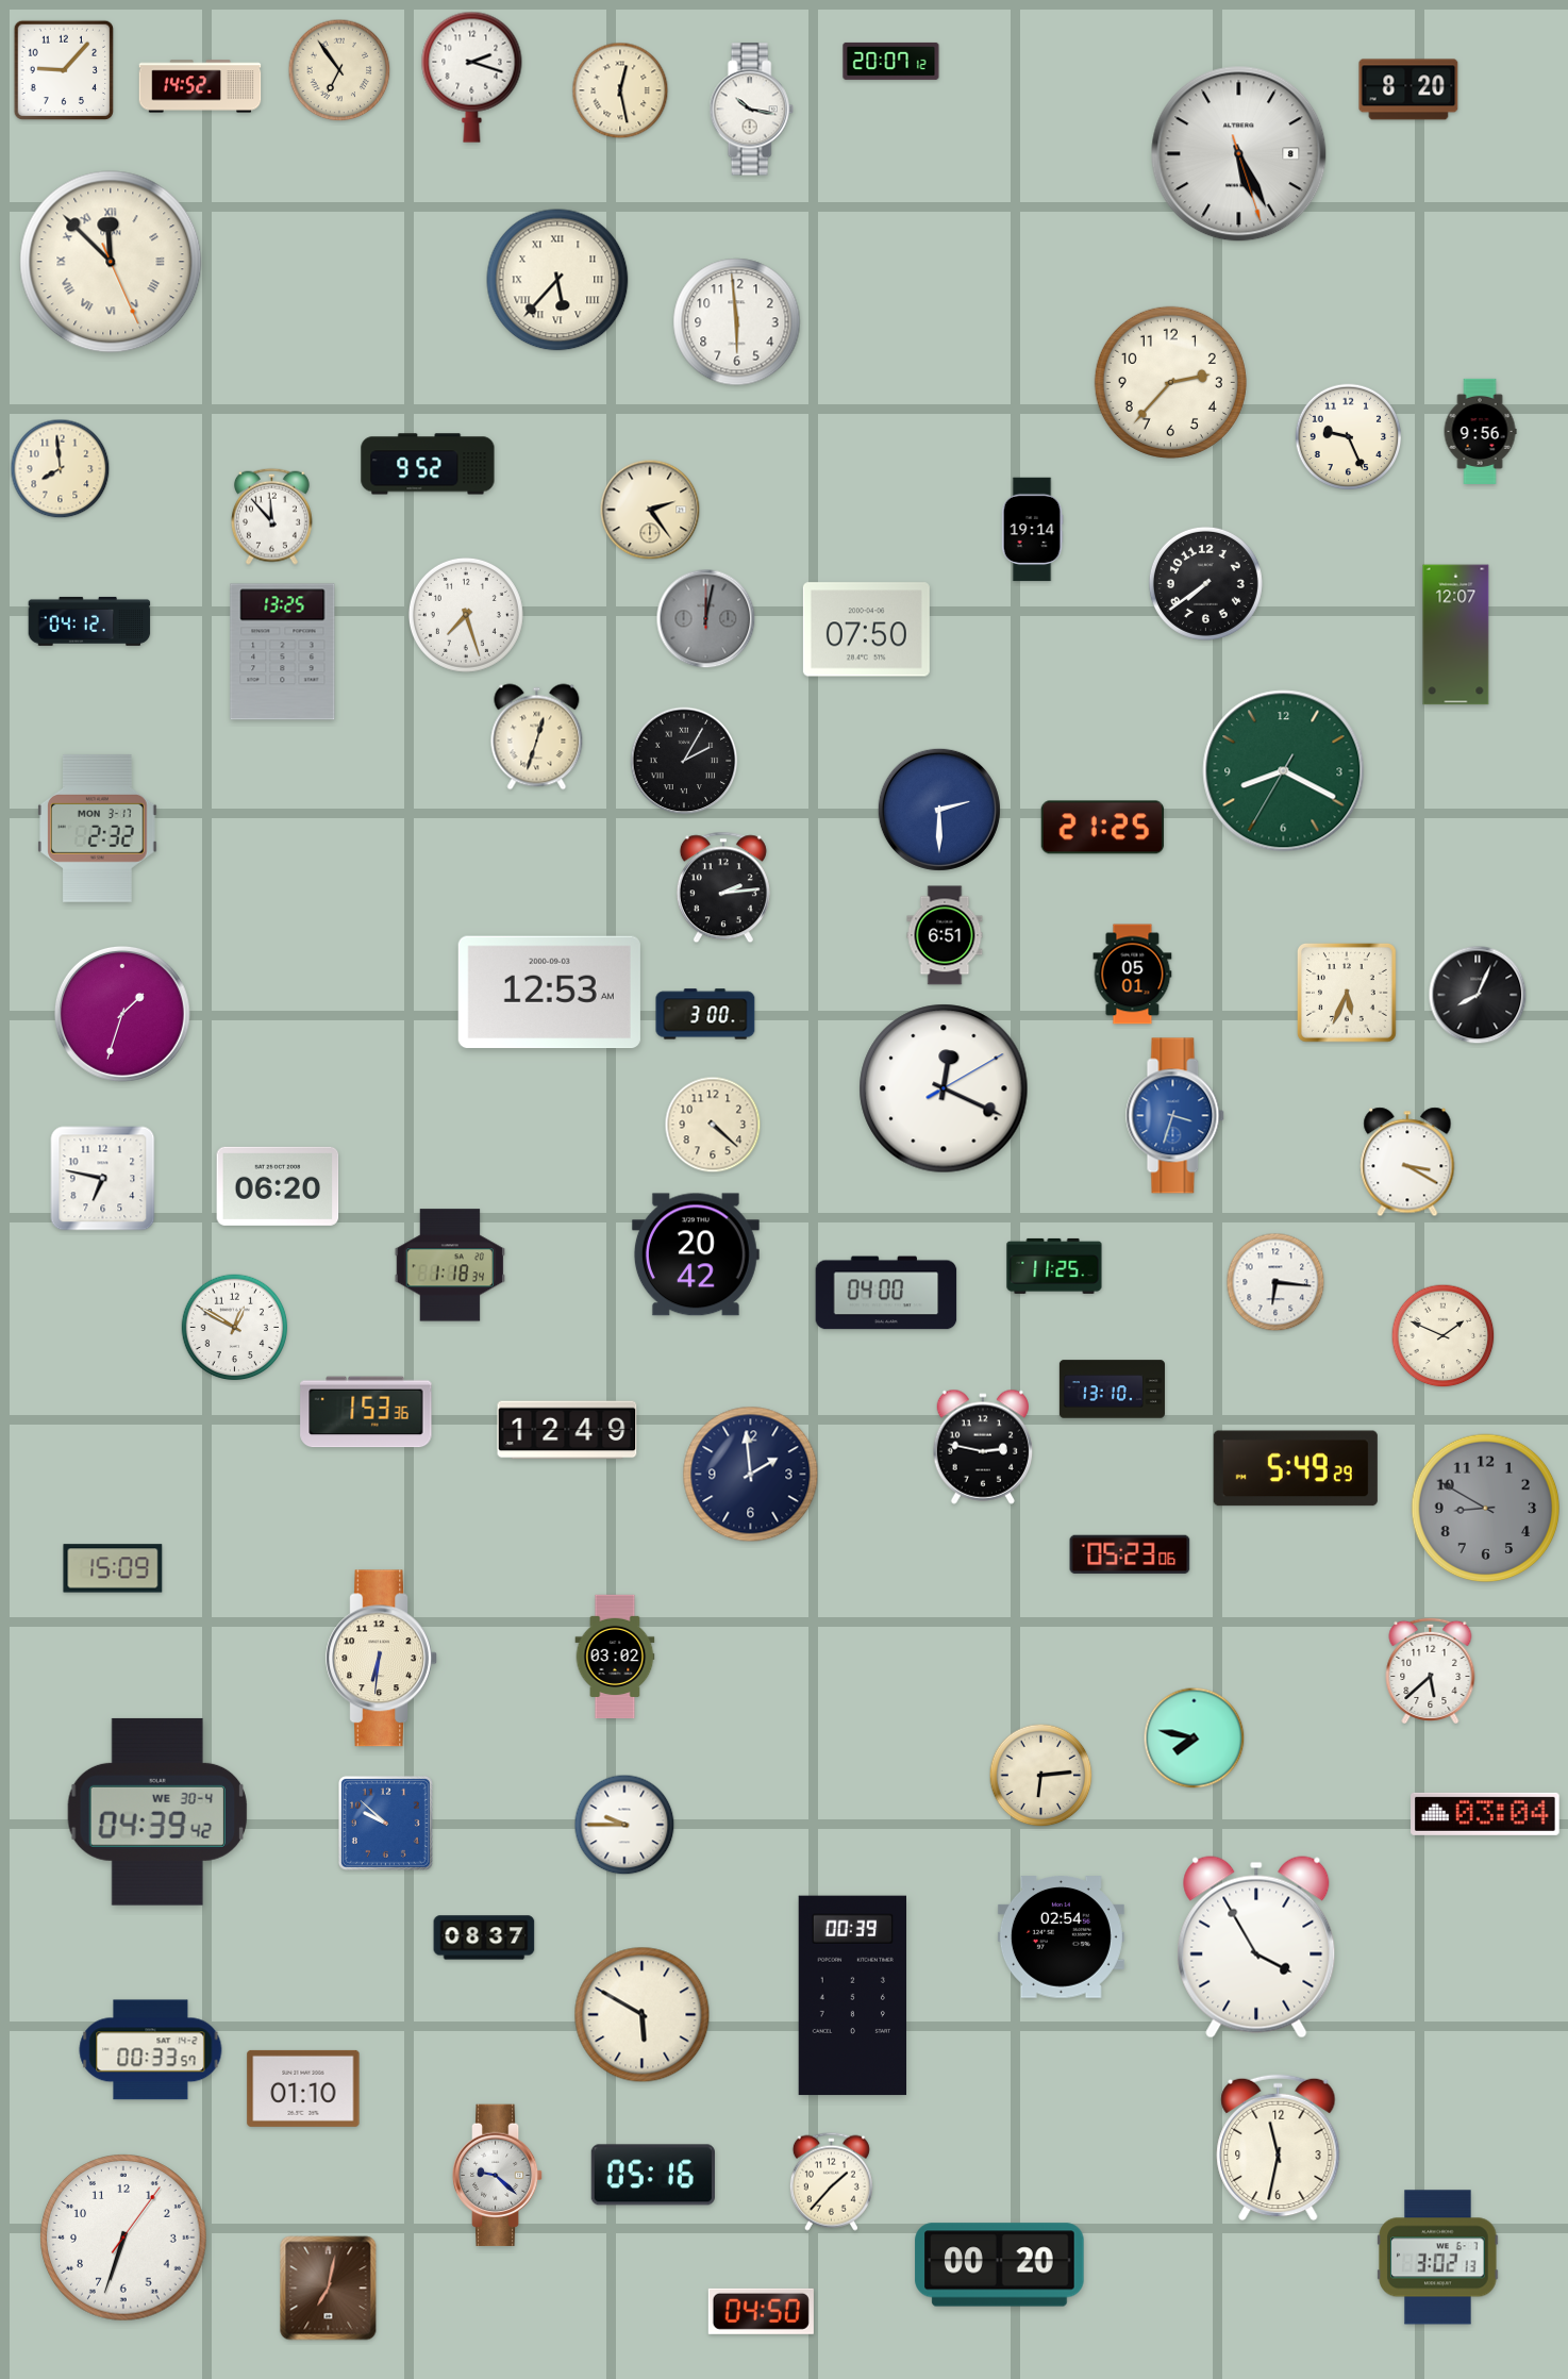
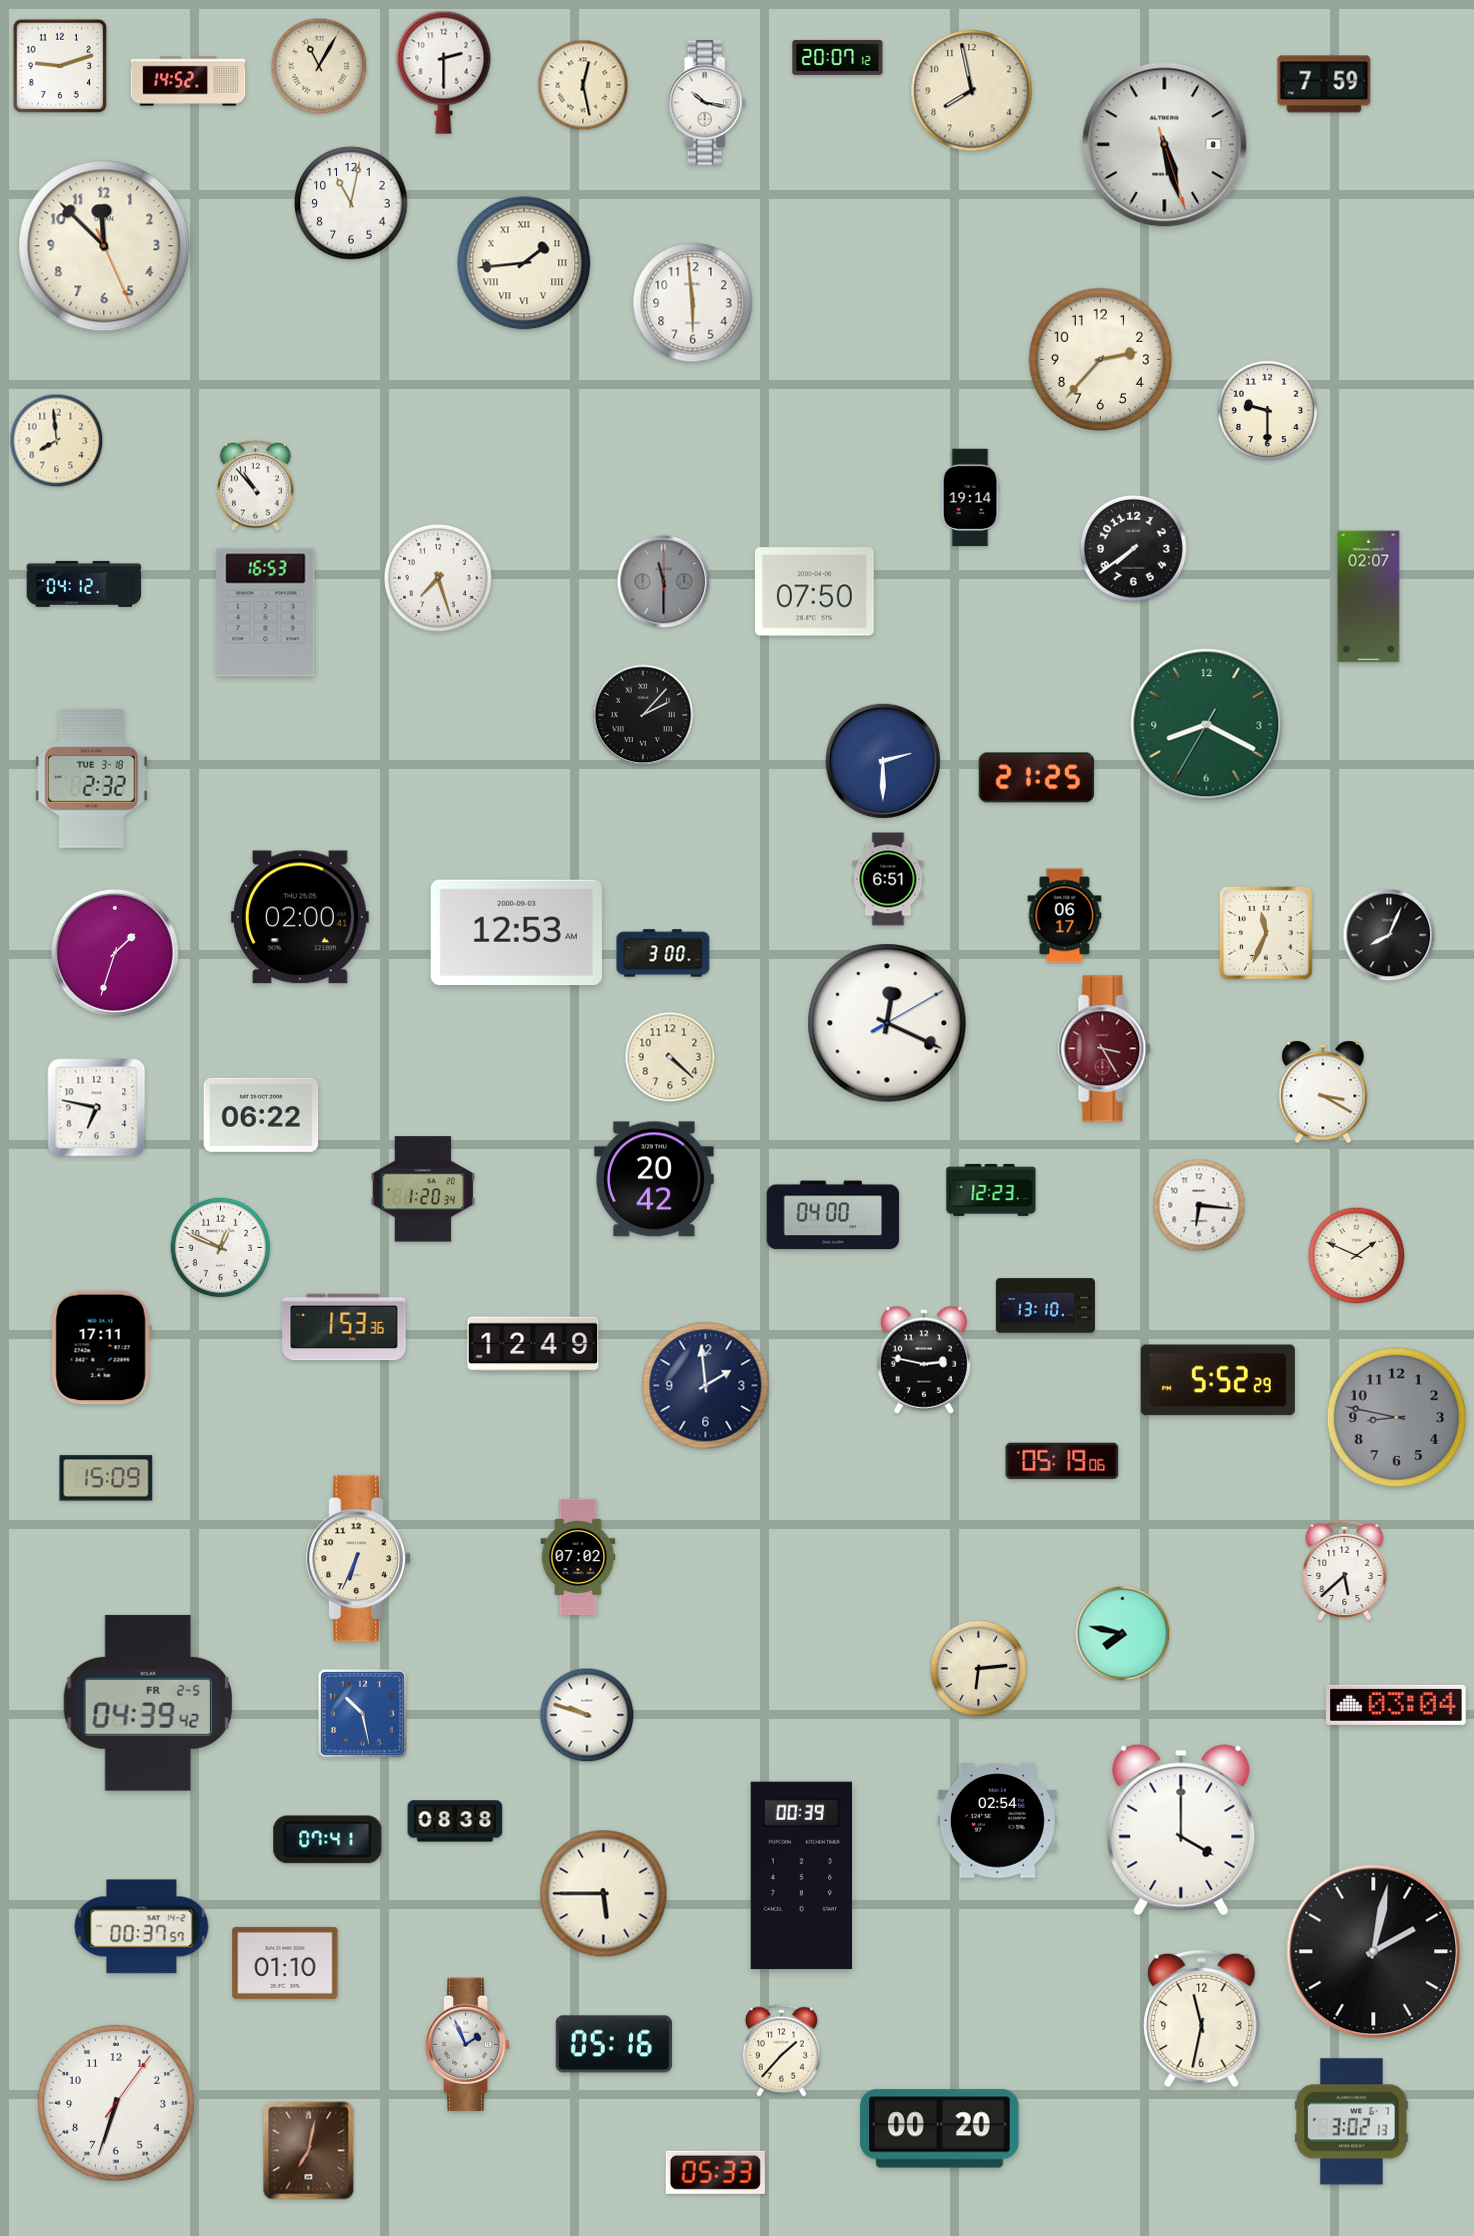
clock at (64, 70): 9:07 -> 9:12
clock at (339, 70): 6:54 -> 11:05
clock at (472, 77): 2:18 -> 2:30
clock at (1408, 89): 8:20 -> 7:59
clock at (972, 91): none -> 7:58
clock at (1239, 154): 5:25 -> 5:27
clock at (351, 203): none -> 11:02
clock at (111, 262) numerals: Roman -> Arabic
clock at (557, 280): 5:37 -> 1:44
clock at (1480, 431): 9:56 -> none
clock at (1349, 437): 9:26 -> 9:30
clock at (428, 464): 9:52 -> none
clock at (650, 510): 2:24 -> none
clock at (271, 516): 11:53 -> 10:53
clock at (706, 619): 12:02 -> 11:30
clock at (1456, 635): 12:07 -> 02:07
clock at (283, 652): 13:25 -> 16:53
clock at (537, 737): 12:33 -> none
clock at (684, 761): 2:05 -> 2:07
clock at (98, 828) date: MON 3-17 -> TUE 3-18
clock at (723, 887): 2:14 -> none
clock at (1133, 975): 05:01 -> 06:17
clock at (300, 917): none -> 02:00
clock at (1347, 993): 5:34 -> 11:34
clock at (1175, 1116): 3:33 -> 3:25
clock at (1175, 1116) dial: blue -> burgundy
clock at (278, 1186): 06:20 -> 06:22
clock at (450, 1265): 1:18 -> 1:20
clock at (1054, 1266): 11:25 -> 12:23
clock at (235, 1328): 12:50 -> 12:49
clock at (101, 1348): none -> 17:11
clock at (1296, 1468): 5:49 -> 5:52
clock at (1486, 1509): 8:50 -> 8:47
clock at (1130, 1554): 05:23 -> 05:19
clock at (113, 1568) position: (113, 1568) -> (106, 1478)
clock at (615, 1657): 03:02 -> 07:02
clock at (381, 1659): 6:31 -> 6:34
clock at (157, 1812) date: WE 30-4 -> FR 2-5
clock at (385, 1823): 9:52 -> 10:28
clock at (624, 1825): 9:45 -> 9:48
clock at (484, 1937): 08:37 -> 08:38
clock at (1256, 1947): 3:55 -> 4:00
clock at (328, 1840): none -> 07:41
clock at (643, 2015): 5:50 -> 5:45
clock at (151, 2050): 00:33 -> 00:37
clock at (1374, 1952): none -> 2:02
clock at (498, 2176): 9:22 -> 1:56
clock at (761, 2311): 04:50 -> 05:33
